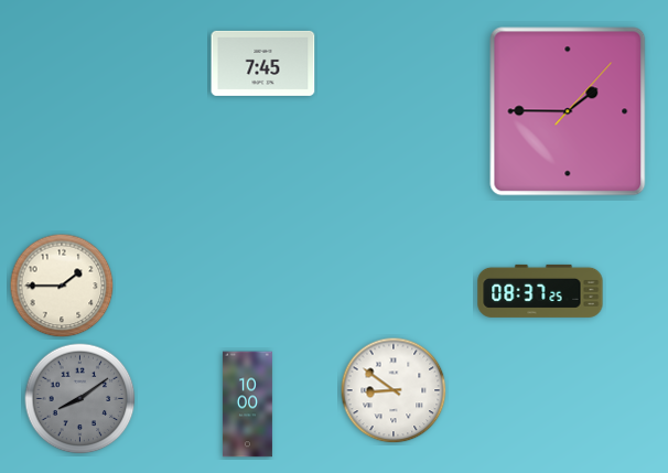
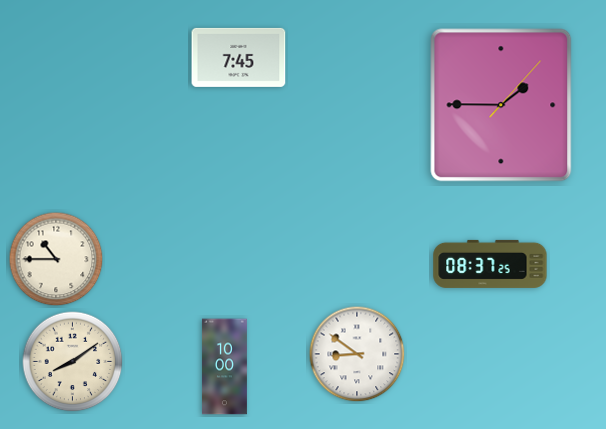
clock at (568, 111) position: (568, 111) -> (501, 105)
clock at (62, 286): 1:45 -> 10:45
clock at (80, 399) dial: grey -> cream
